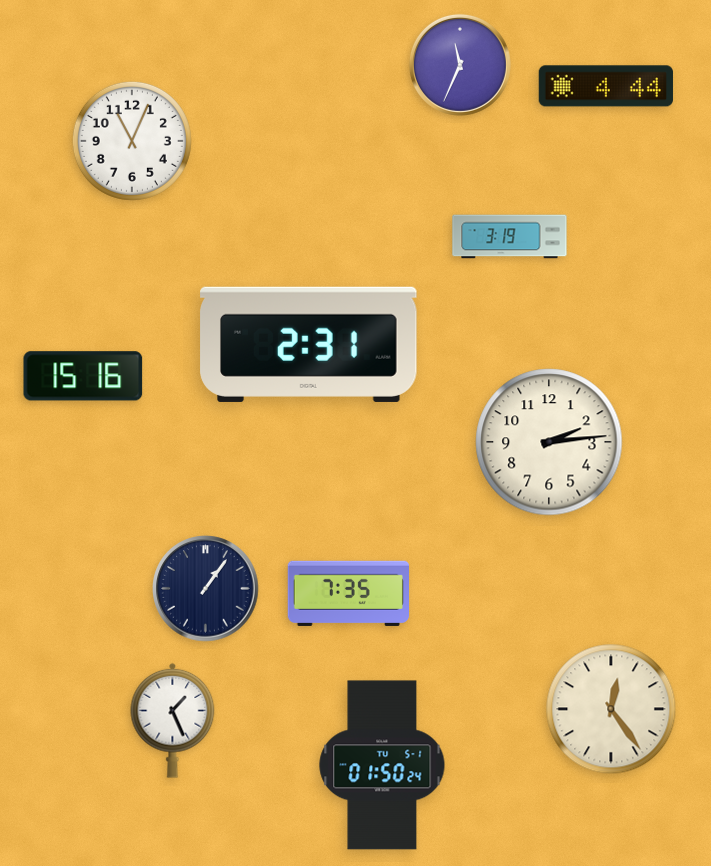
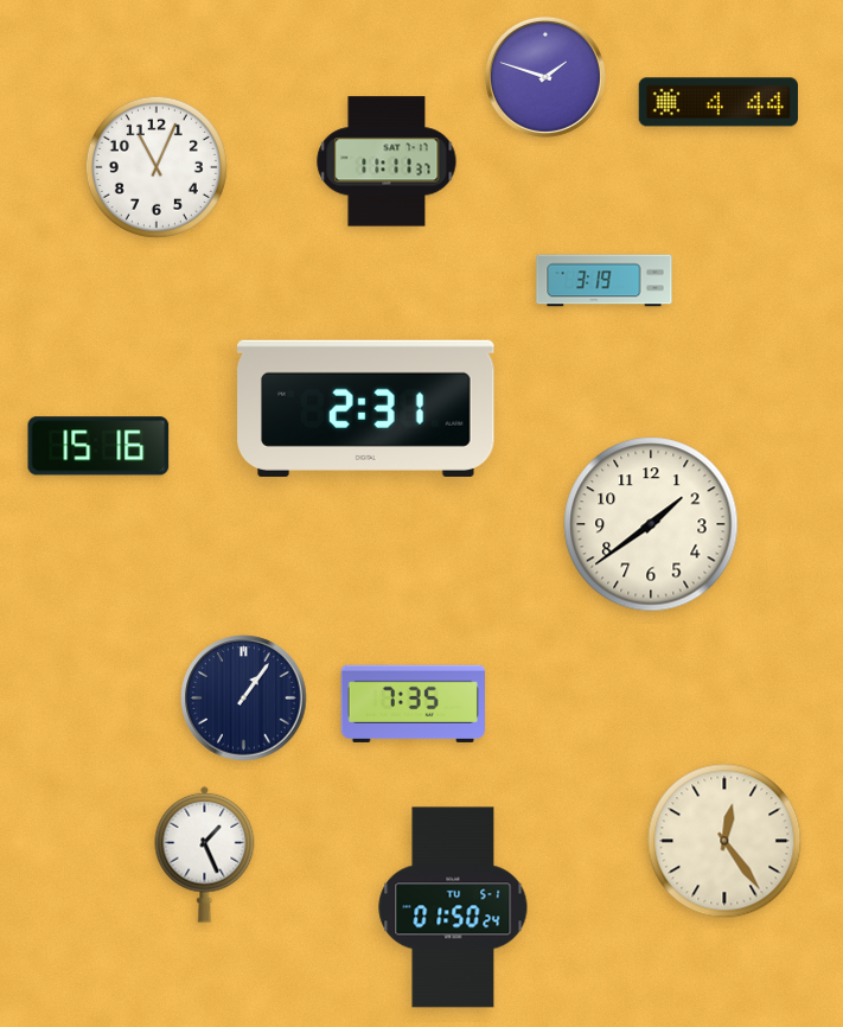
clock at (460, 65): 11:34 -> 1:48
clock at (387, 161): none -> 11:11
clock at (549, 442): 2:14 -> 1:39
